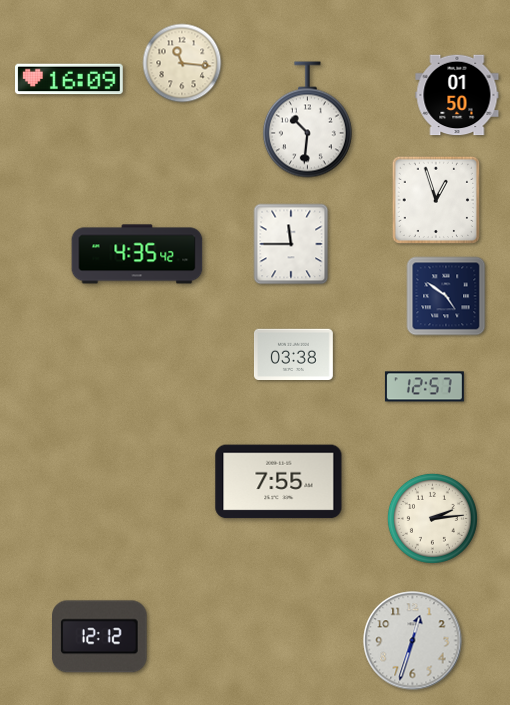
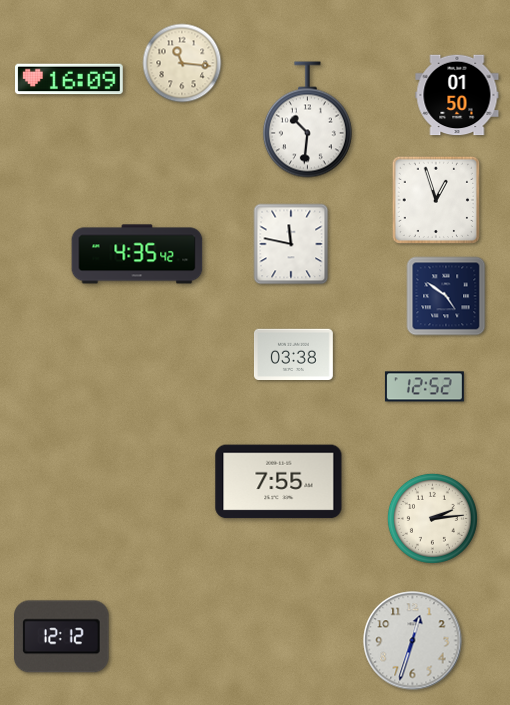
clock at (291, 244): 11:45 -> 11:47
clock at (424, 387): 12:57 -> 12:52
clock at (100, 637) position: (100, 637) -> (62, 637)
